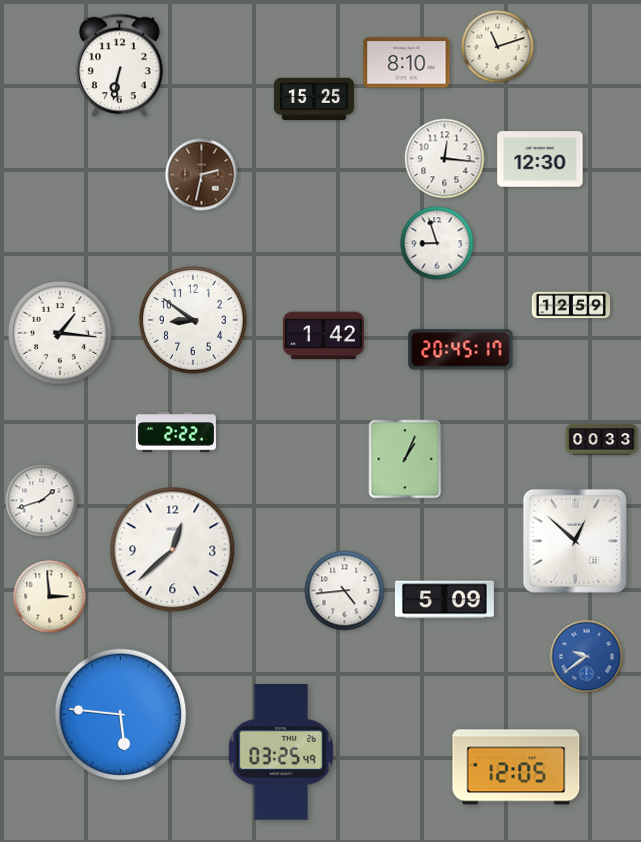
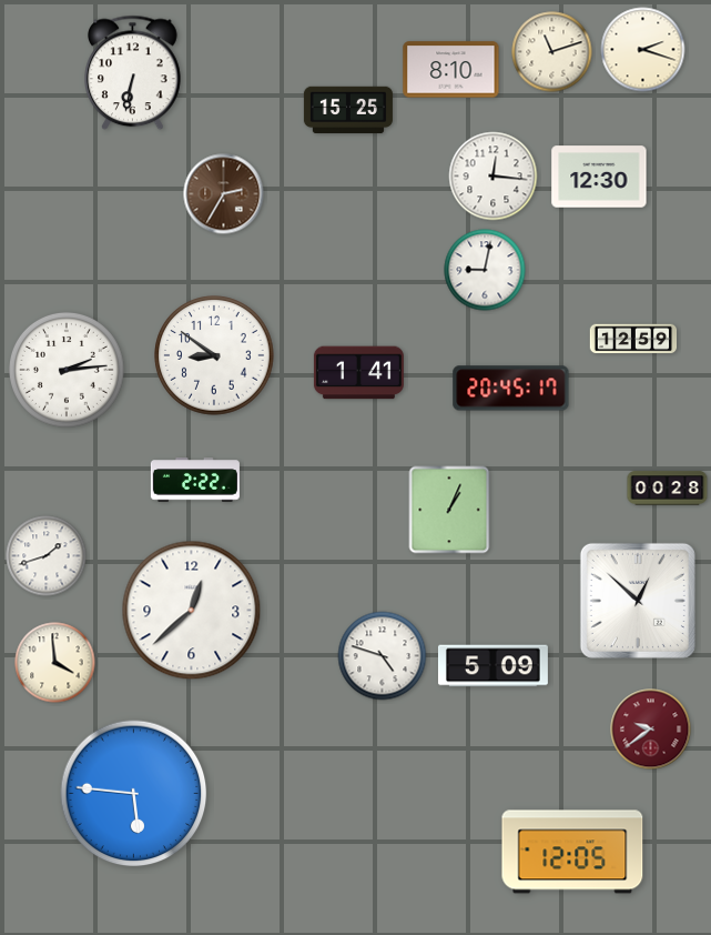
clock at (643, 50): none -> 2:18
clock at (202, 175): 2:32 -> 2:35
clock at (437, 243): 8:57 -> 9:02
clock at (60, 333): 1:16 -> 2:14
clock at (323, 336): 1:42 -> 1:41
clock at (602, 440): 00:33 -> 00:28
clock at (345, 591): 4:44 -> 4:48
clock at (50, 597): 2:59 -> 3:59
clock at (587, 657) dial: blue -> burgundy
clock at (281, 753): 03:25 -> none
